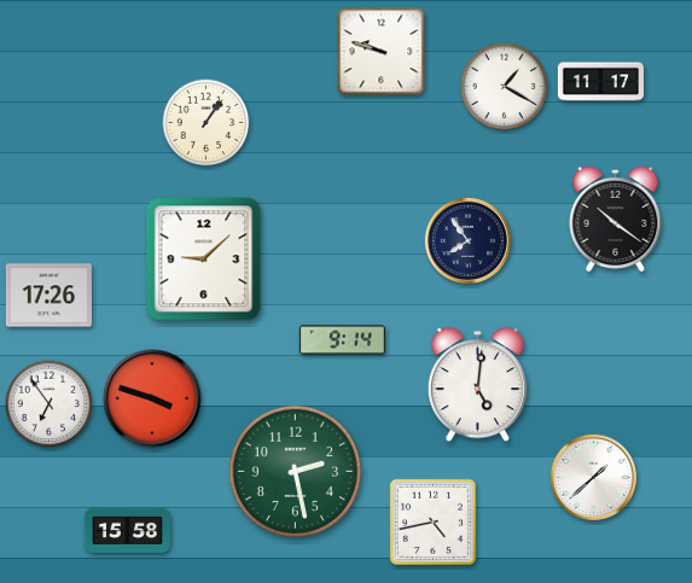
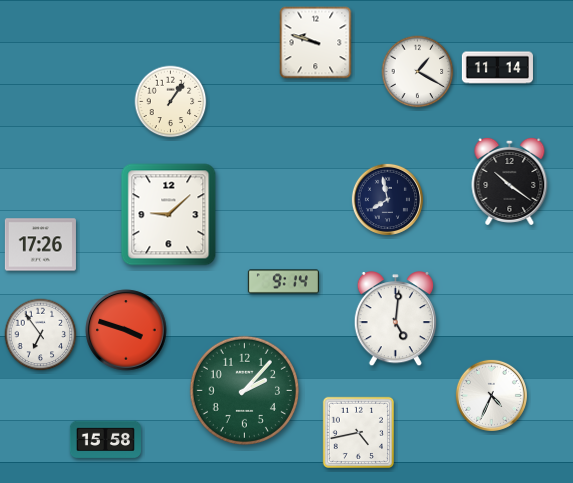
clock at (600, 82): 11:17 -> 11:14
clock at (467, 240): 7:54 -> 7:58
clock at (295, 471): 2:28 -> 2:07
clock at (593, 477): 1:38 -> 4:34
